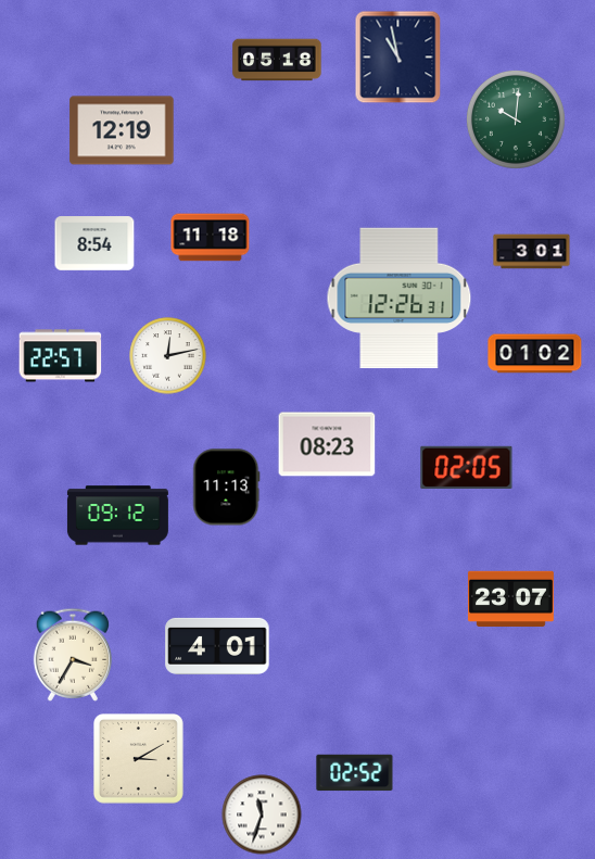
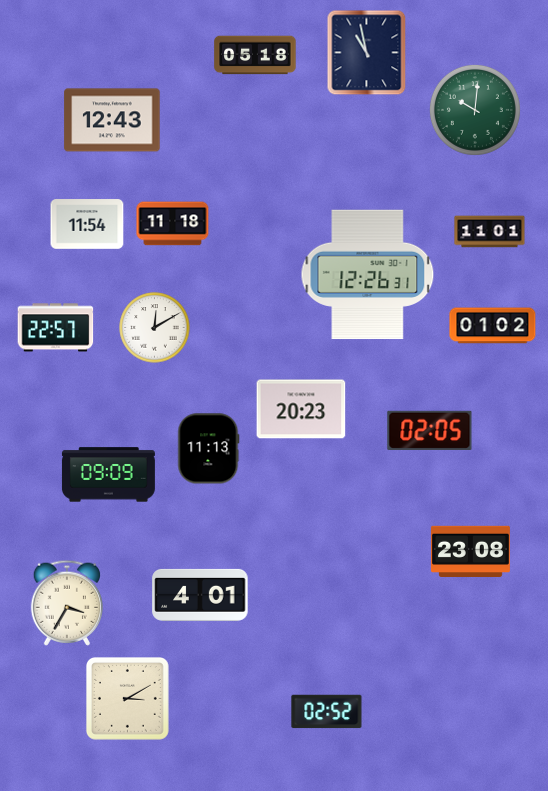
clock at (122, 130): 12:19 -> 12:43
clock at (211, 238) position: (211, 238) -> (173, 224)
clock at (94, 243): 8:54 -> 11:54
clock at (532, 252): 3:01 -> 11:01
clock at (168, 356): 12:13 -> 12:10
clock at (327, 444): 08:23 -> 20:23
clock at (117, 516): 09:12 -> 09:09
clock at (510, 598): 23:07 -> 23:08
clock at (262, 814): 11:33 -> none
